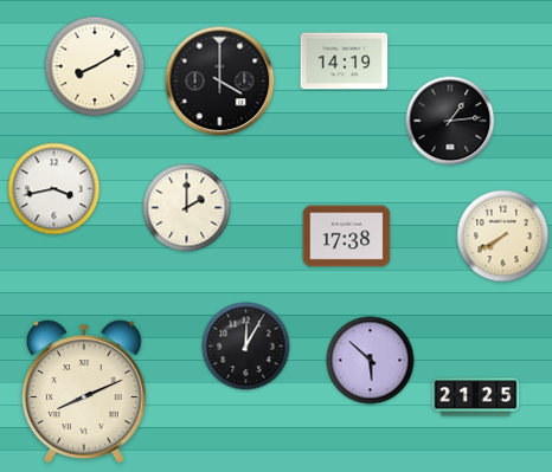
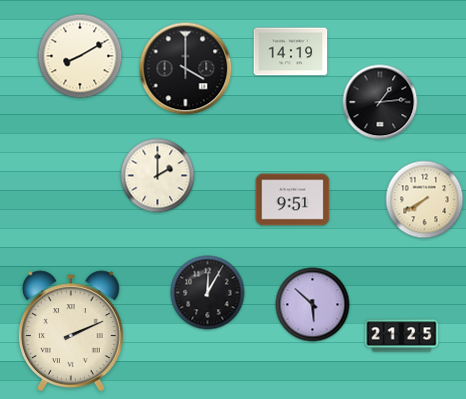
clock at (54, 189): 3:43 -> none
clock at (347, 237): 17:38 -> 9:51
clock at (85, 392): 8:11 -> 2:11
